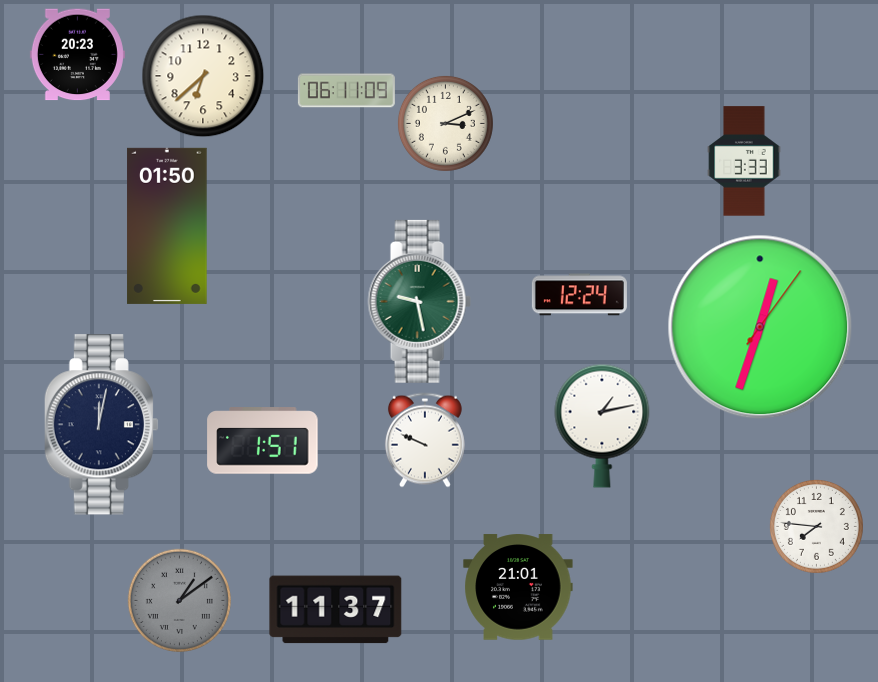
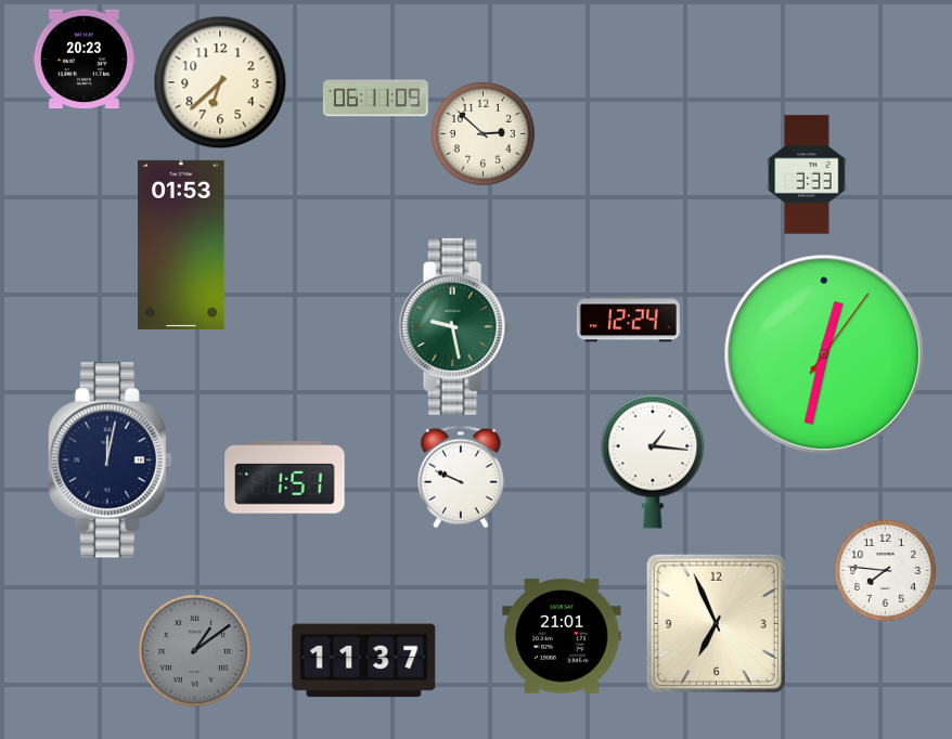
clock at (445, 123): 3:11 -> 2:52
clock at (167, 226): 01:50 -> 01:53
clock at (760, 327): 12:33 -> 12:32
clock at (602, 426): 1:13 -> 1:16
clock at (716, 623): none -> 6:56
